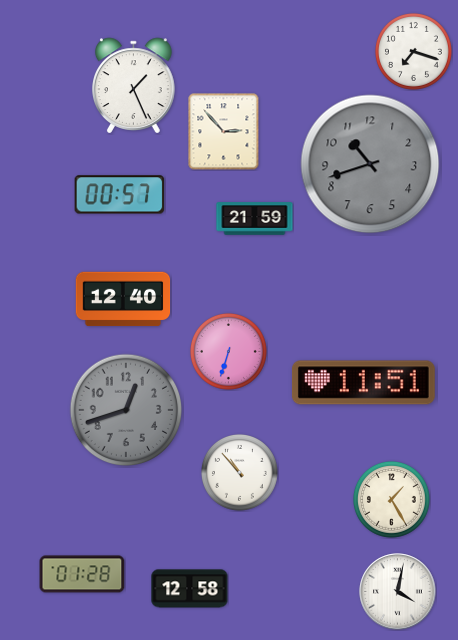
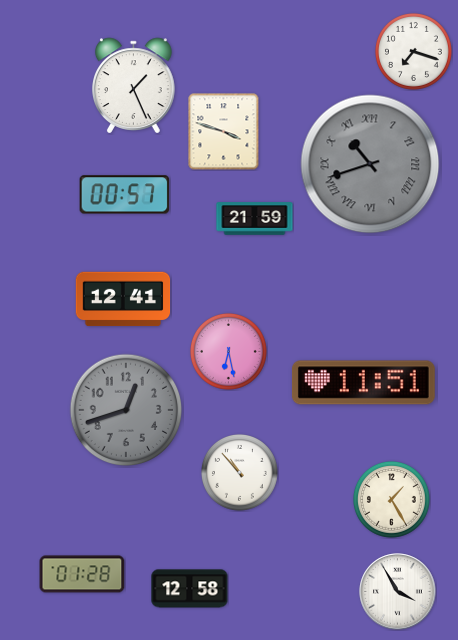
clock at (224, 131): 2:53 -> 3:48
clock at (370, 164) numerals: Arabic -> Roman
clock at (120, 195) position: (120, 195) -> (125, 195)
clock at (123, 299): 12:40 -> 12:41
clock at (228, 351): 6:33 -> 6:28
clock at (398, 592): 4:02 -> 3:55
